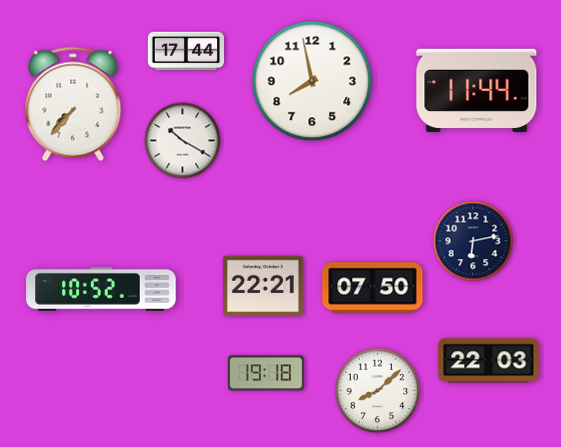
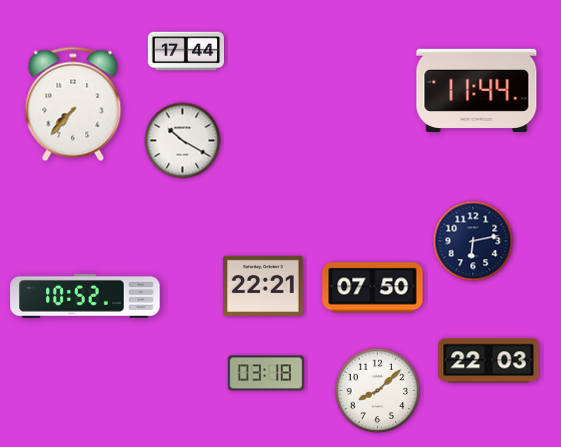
clock at (312, 81): 7:58 -> none
clock at (101, 289) position: (101, 289) -> (85, 296)
clock at (265, 373): 19:18 -> 03:18
